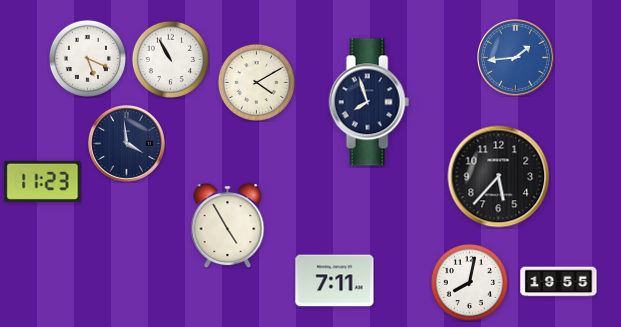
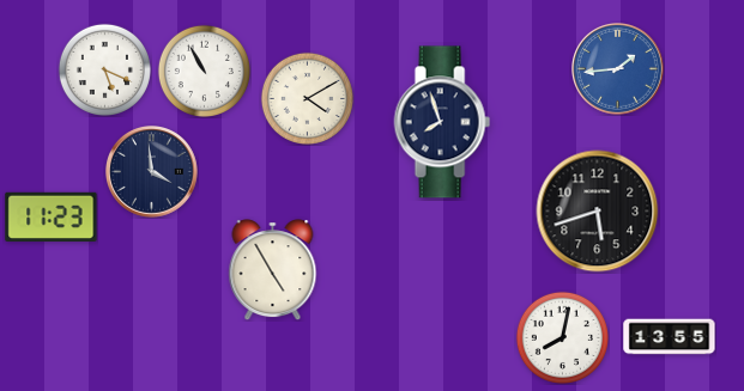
clock at (499, 177): 5:37 -> 5:42
clock at (335, 281): 7:11 -> none
clock at (559, 282): 19:55 -> 13:55
